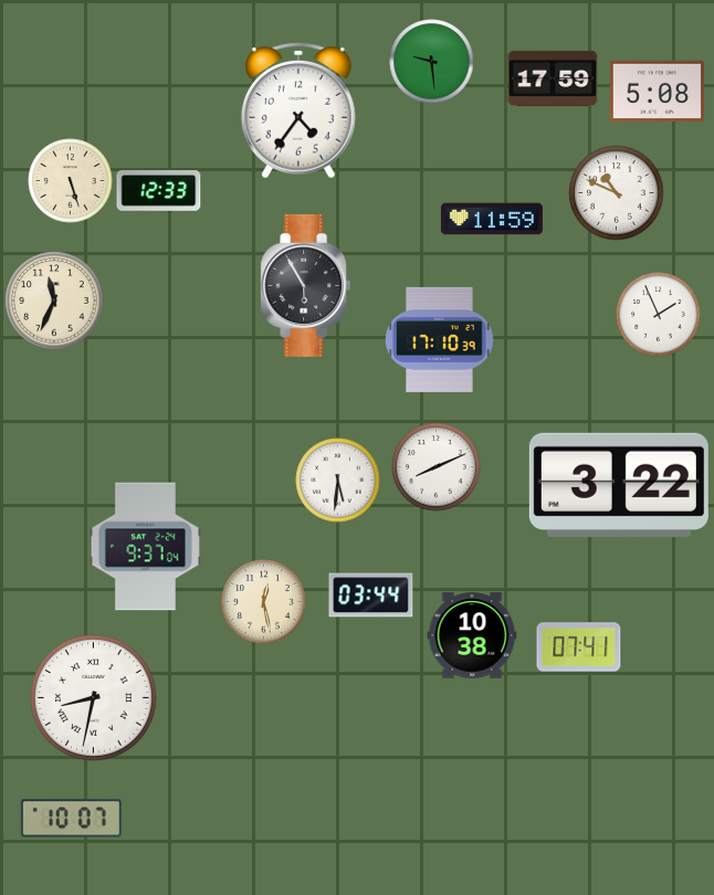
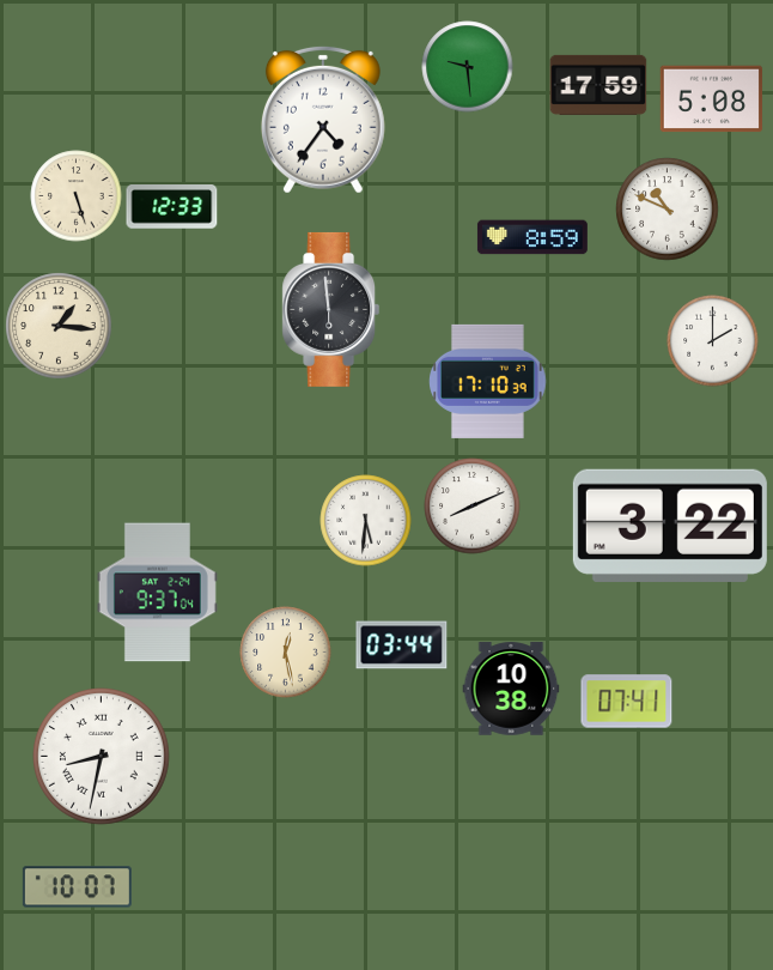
clock at (492, 219): 11:59 -> 8:59
clock at (306, 285): 5:55 -> 5:59
clock at (54, 301): 11:34 -> 1:16
clock at (659, 315): 1:56 -> 2:00
clock at (440, 339) position: (440, 339) -> (488, 381)
